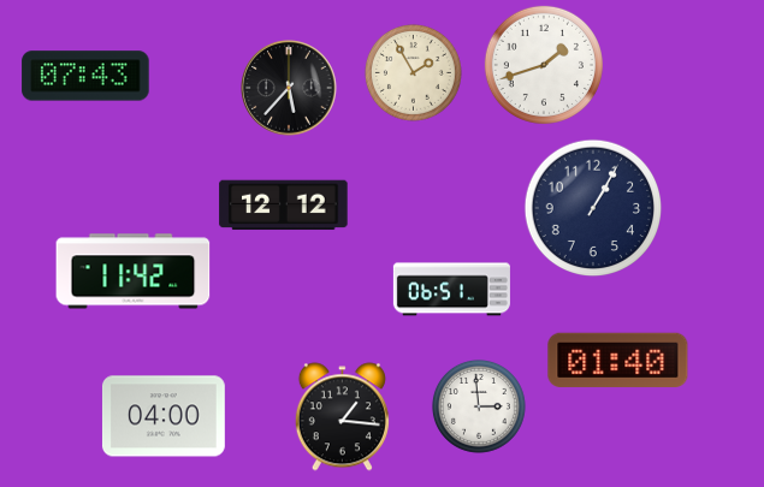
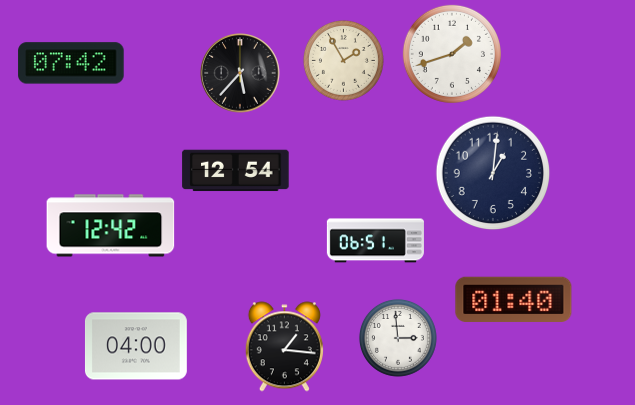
clock at (85, 76): 07:43 -> 07:42
clock at (284, 206): 12:12 -> 12:54
clock at (593, 208): 1:05 -> 1:01
clock at (134, 272): 11:42 -> 12:42
